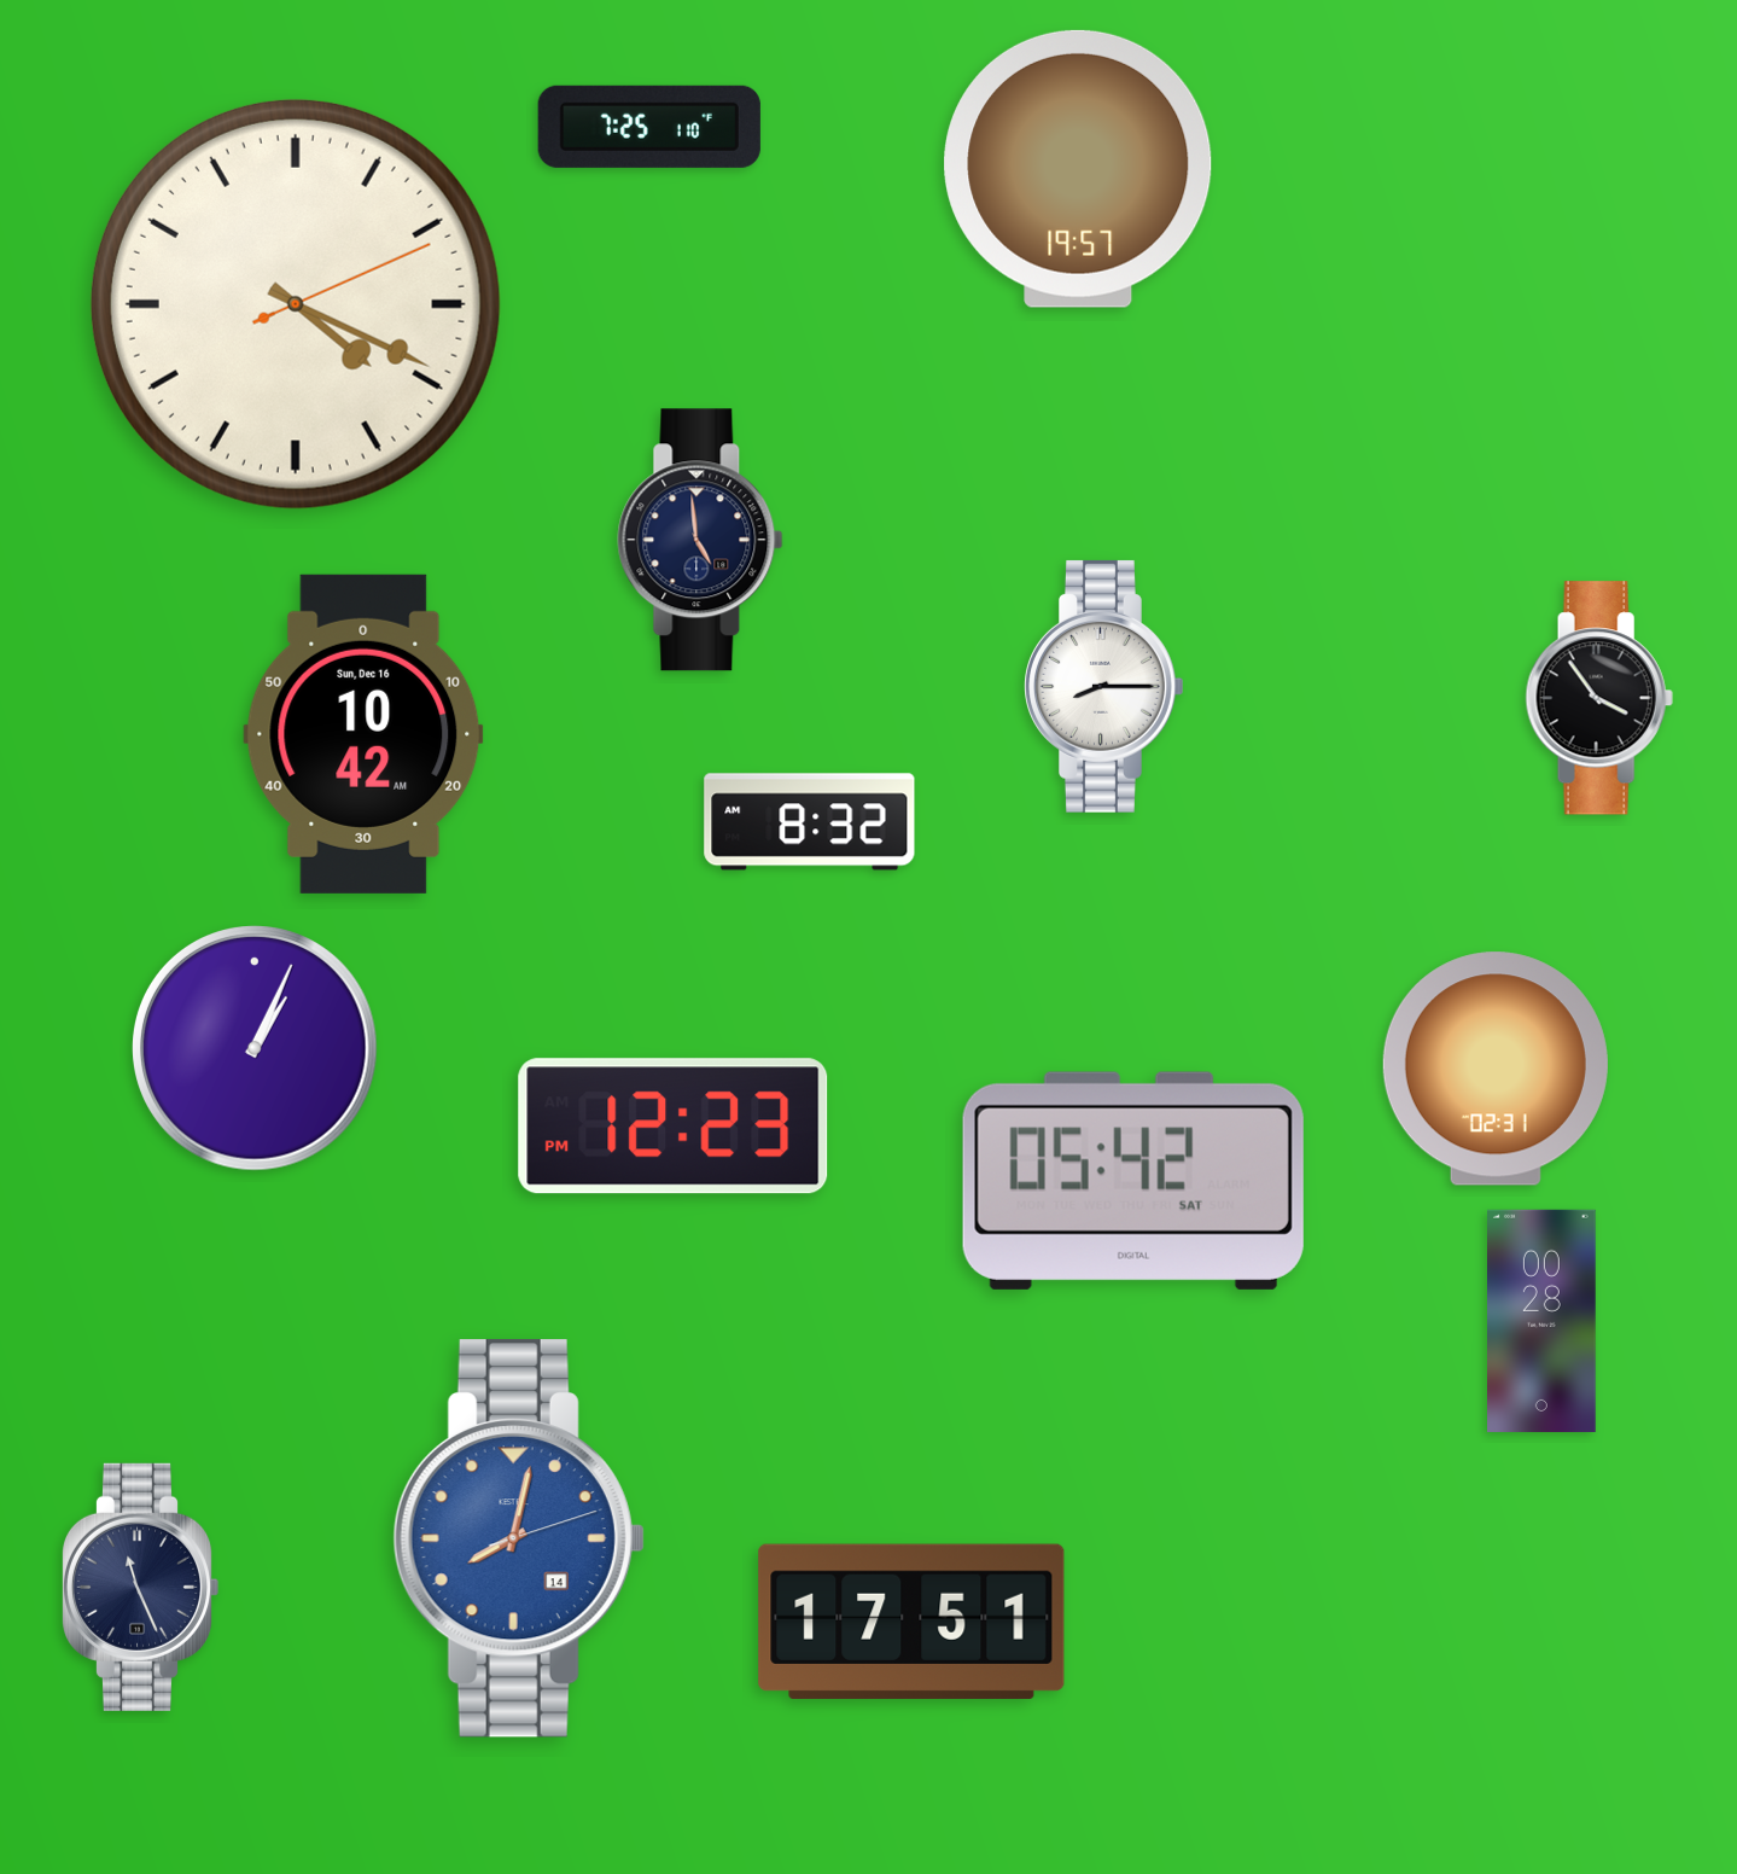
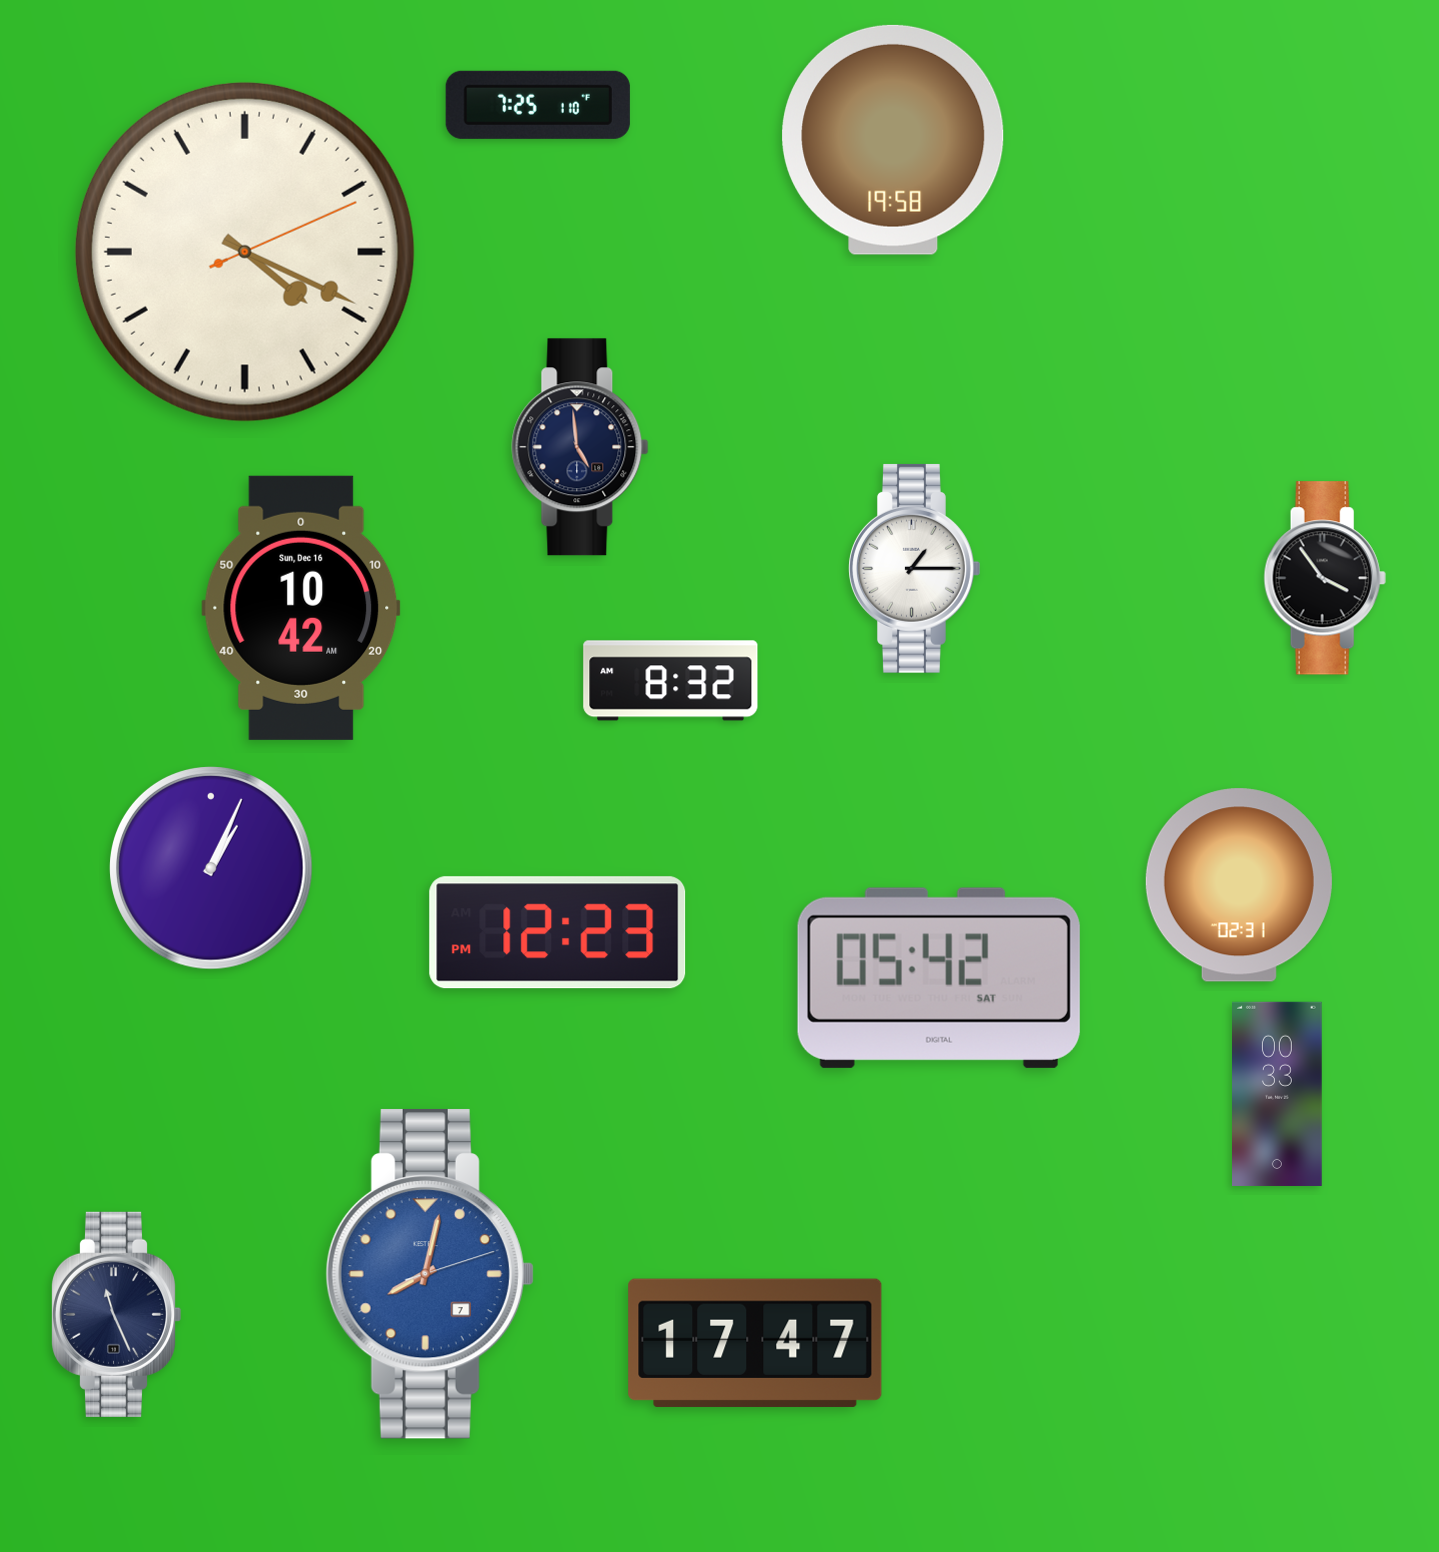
clock at (1078, 169): 19:57 -> 19:58
clock at (1104, 686): 8:15 -> 1:15
clock at (1543, 1321): 00:28 -> 00:33
clock at (519, 1538) date: 14 -> 7
clock at (911, 1622): 17:51 -> 17:47
